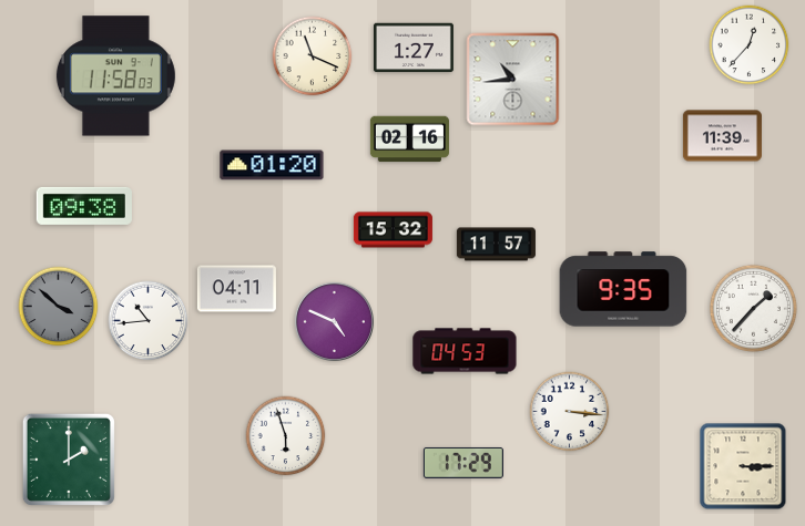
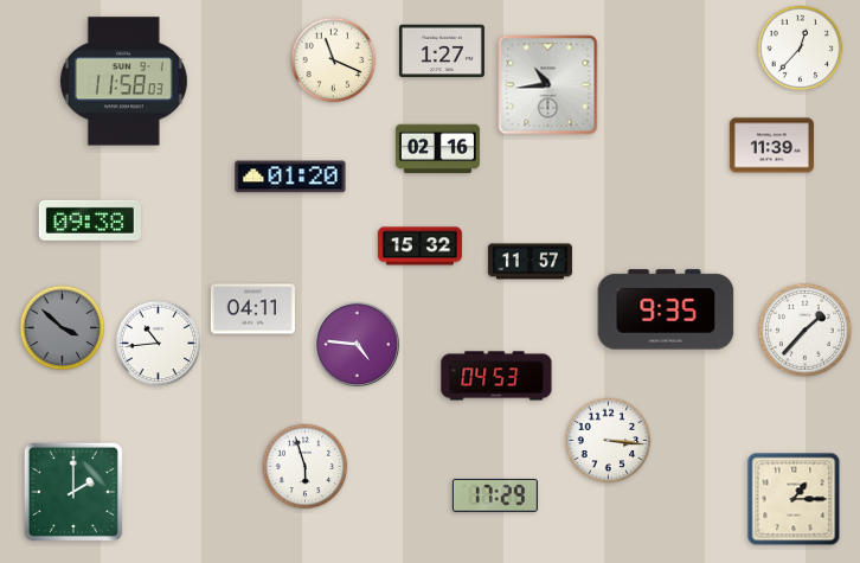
clock at (334, 321): 4:49 -> 4:46
clock at (743, 466): 3:15 -> 1:15
